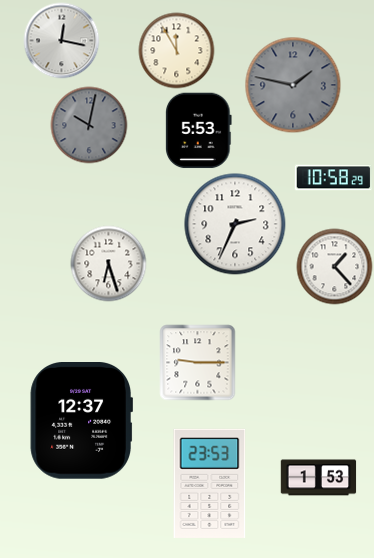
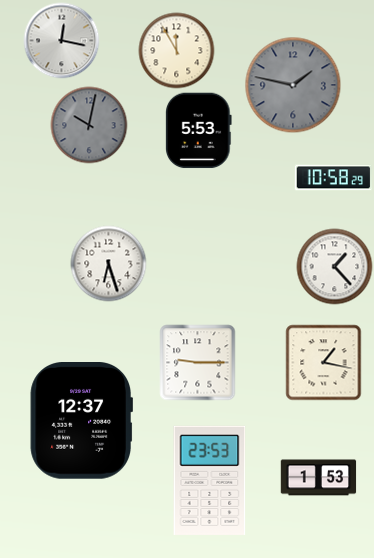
clock at (235, 224): 2:34 -> none
clock at (324, 363): none -> 1:17
clock at (210, 483) position: (210, 483) -> (210, 480)
